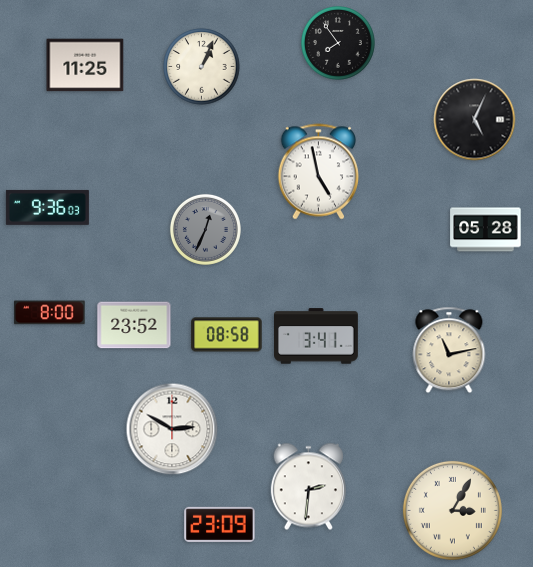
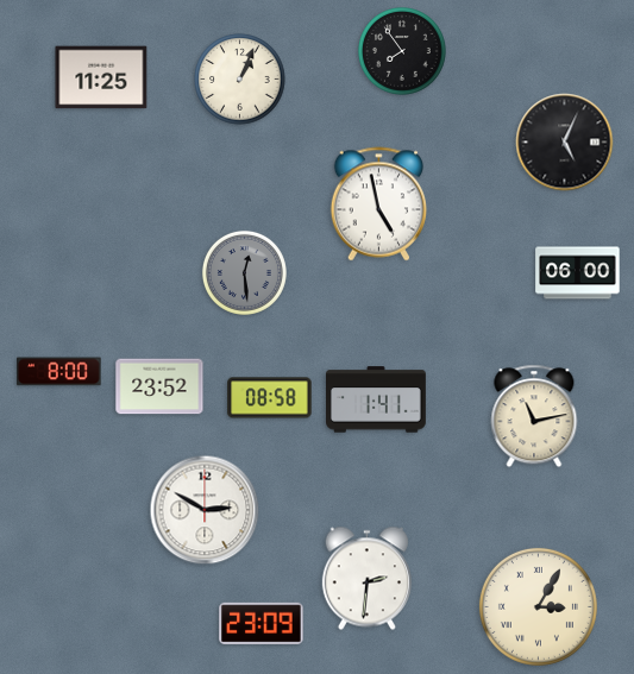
clock at (47, 207): 9:36 -> none
clock at (205, 229): 12:34 -> 12:29
clock at (486, 230): 05:28 -> 06:00
clock at (317, 336): 3:41 -> 1:41
